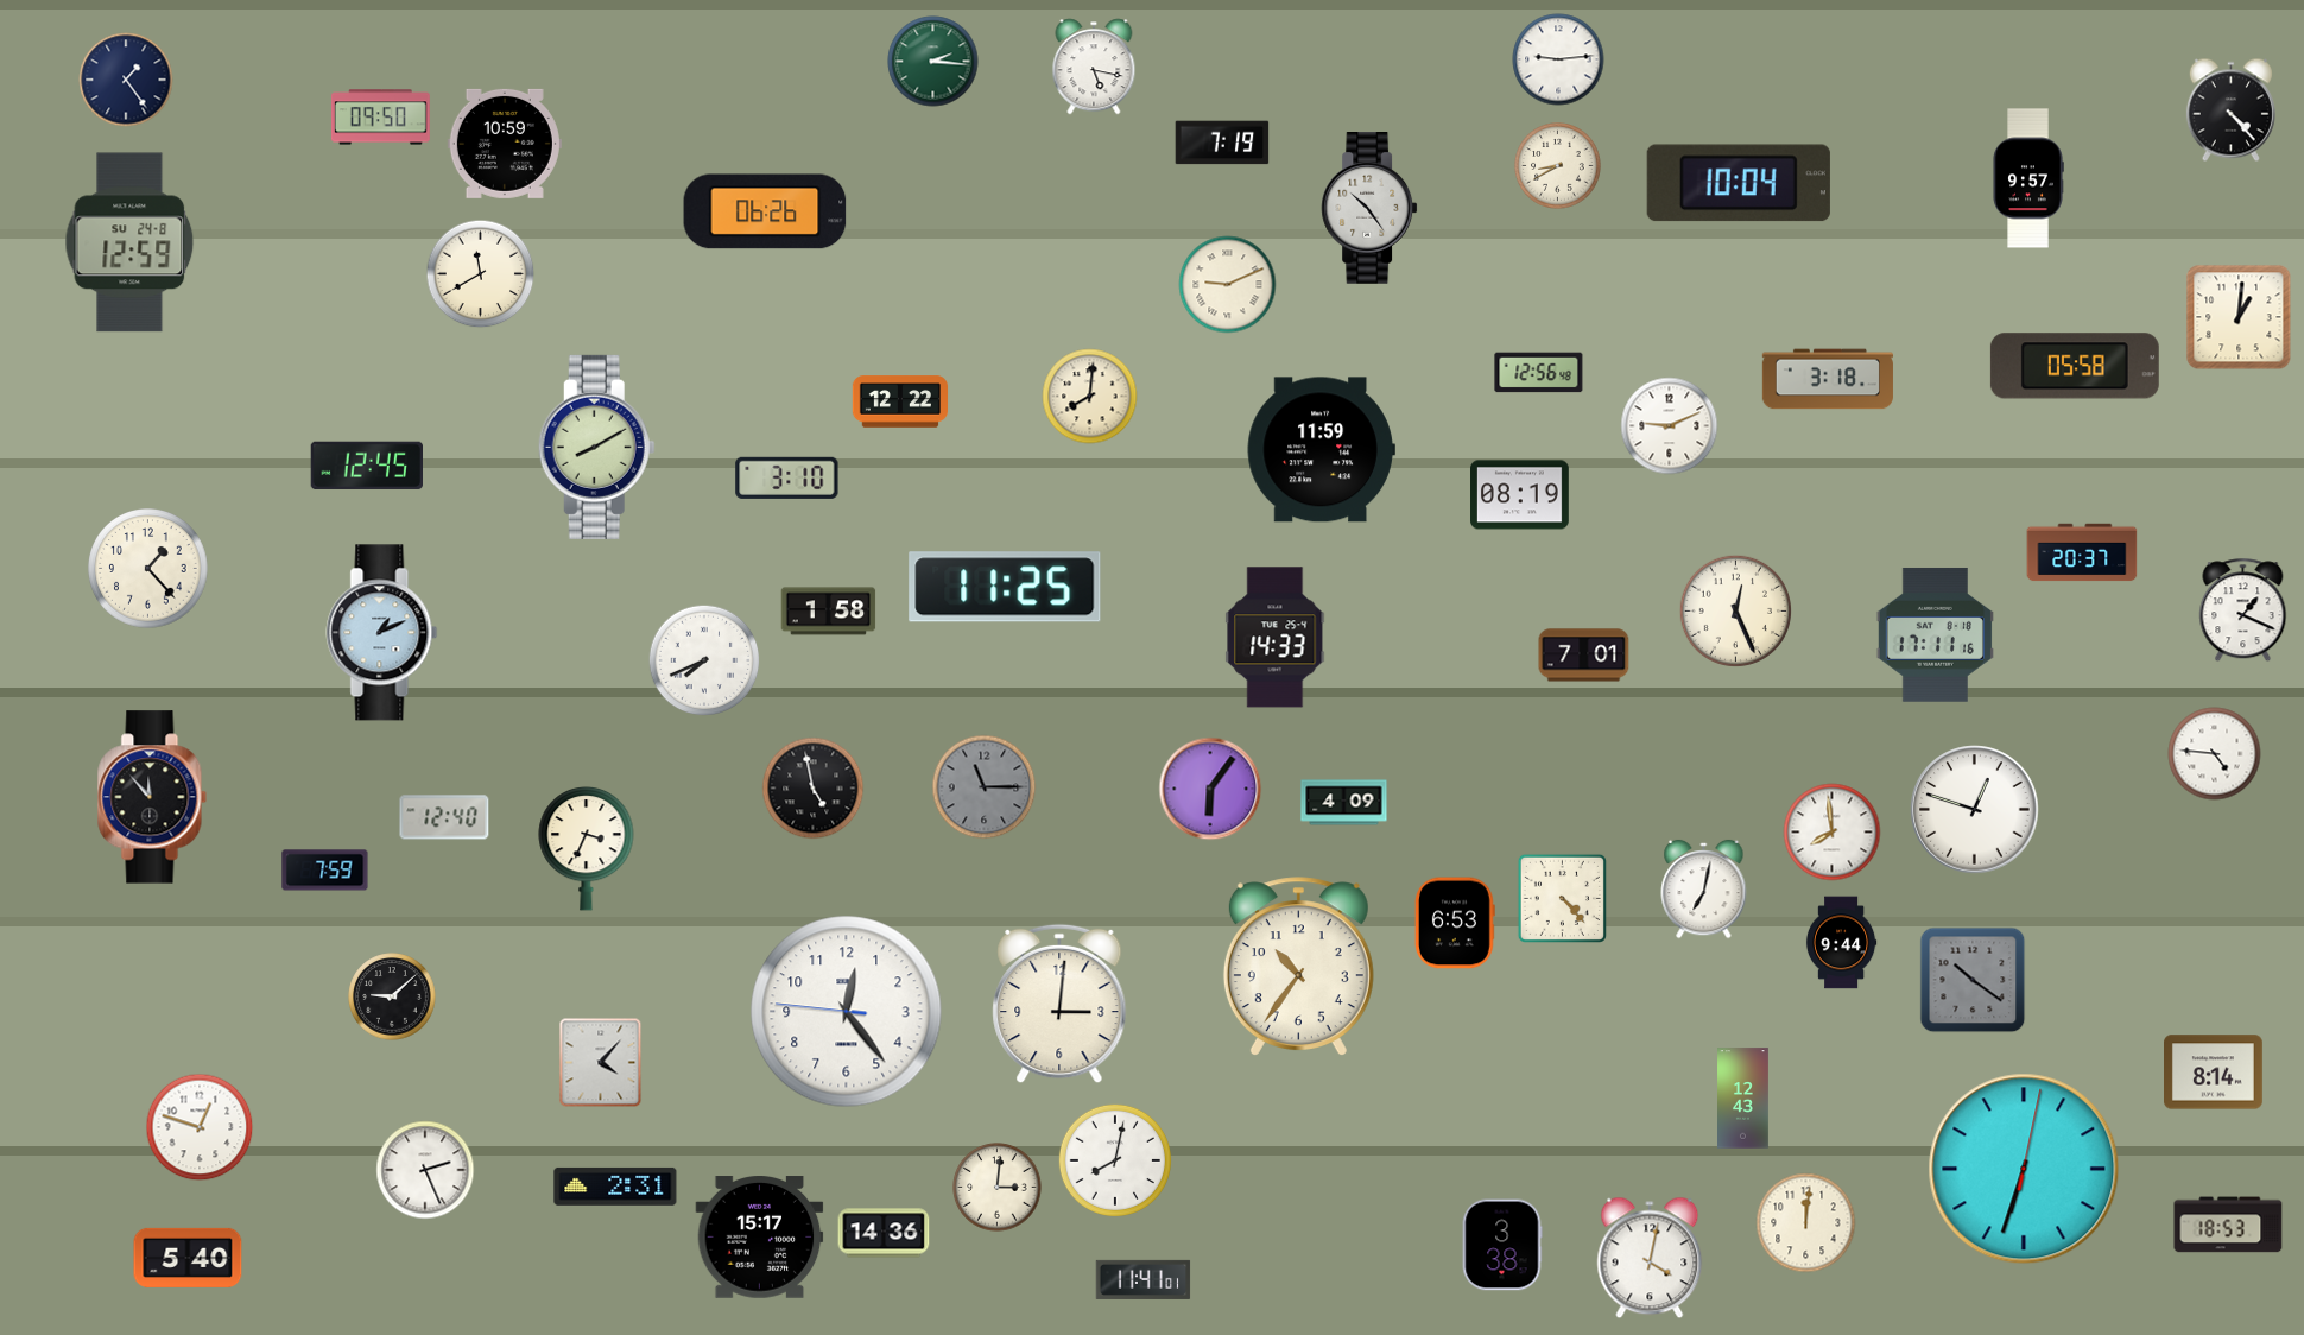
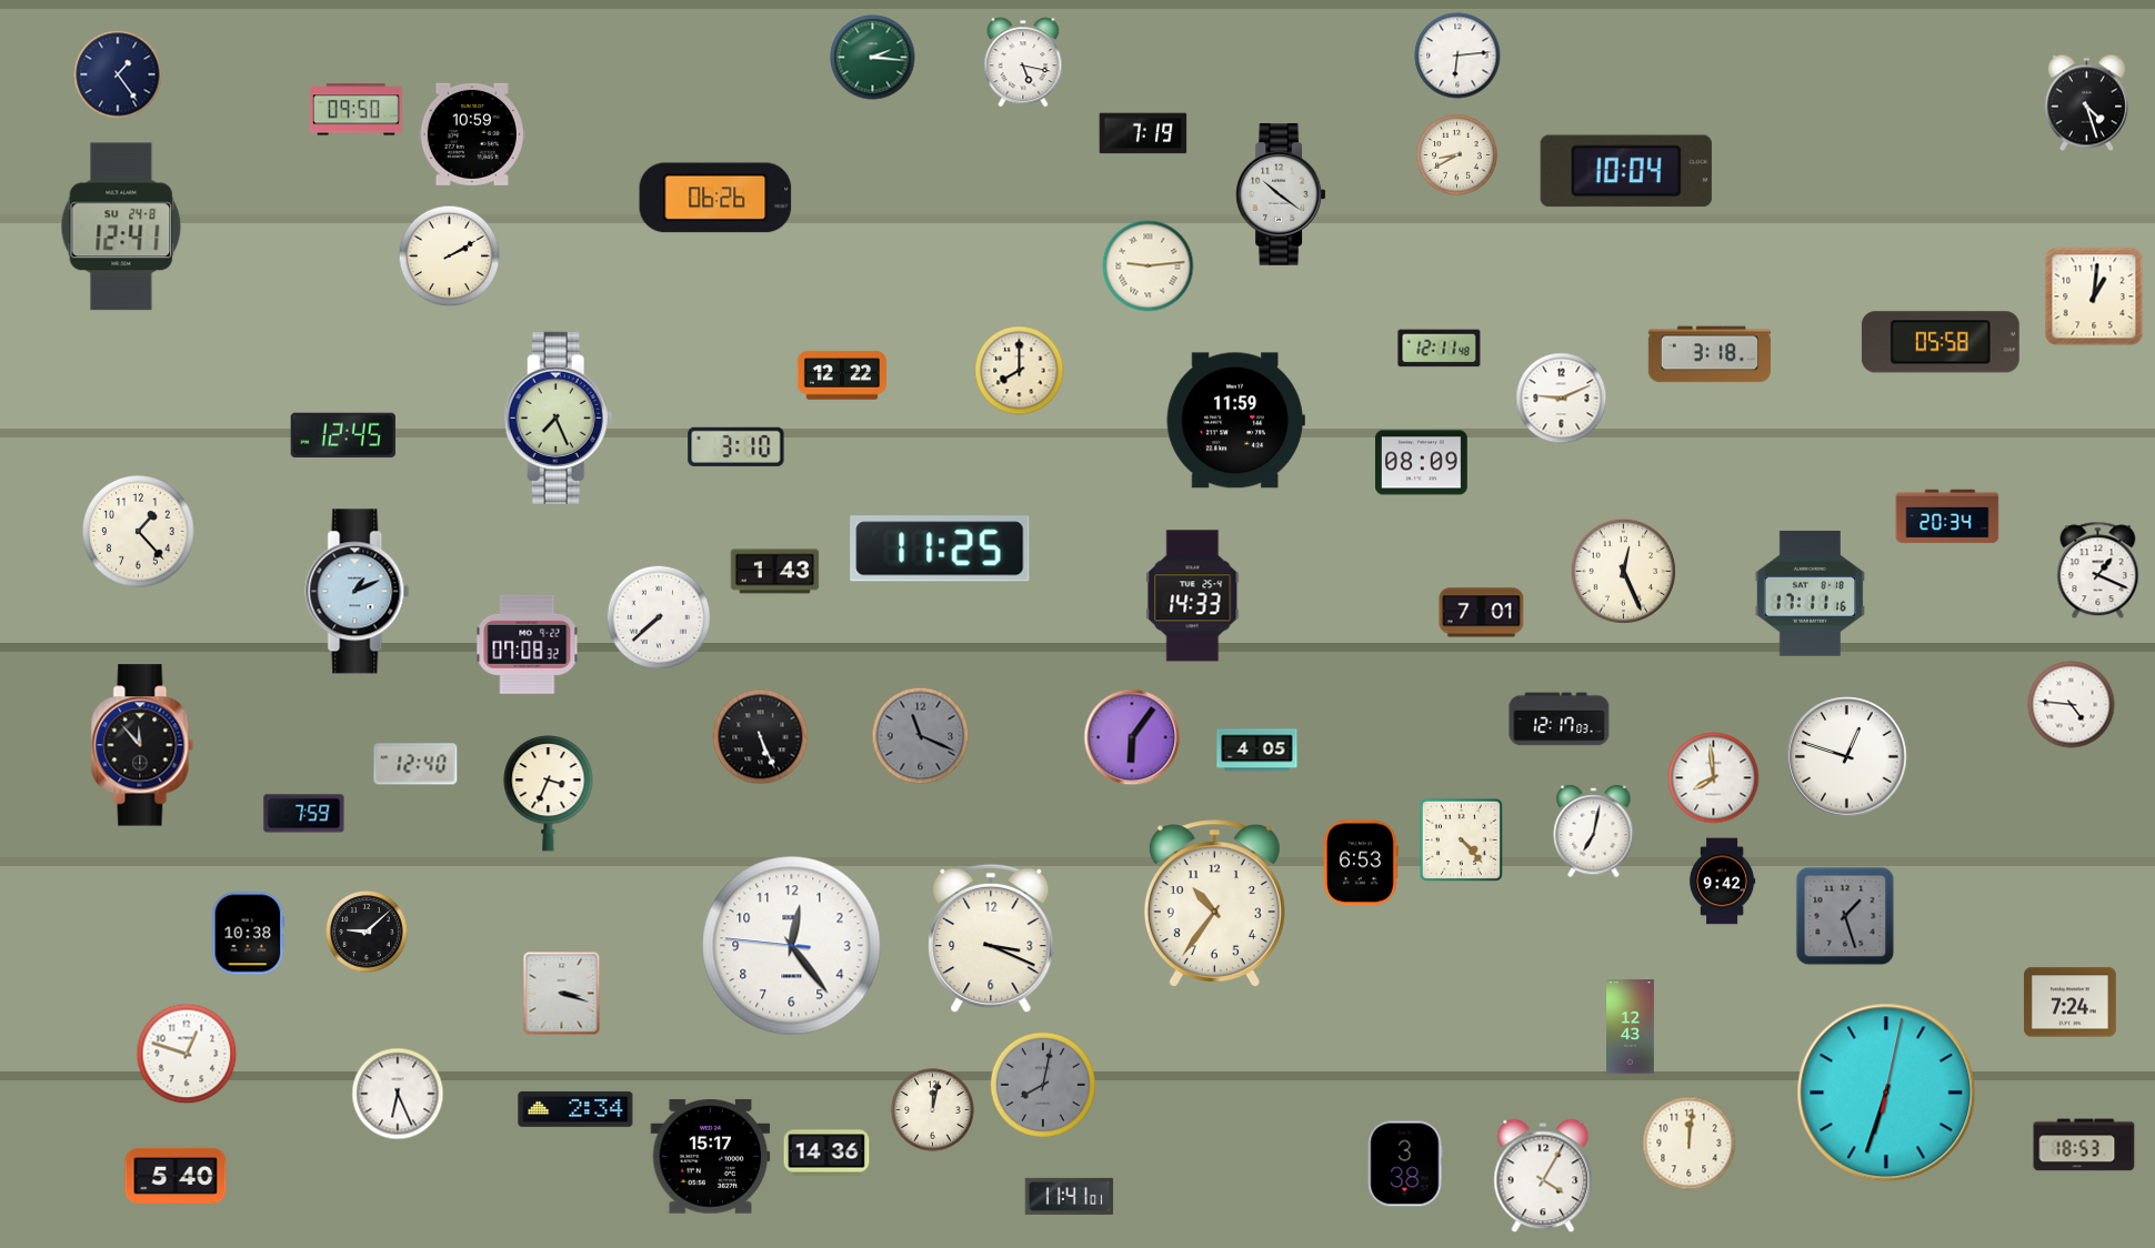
clock at (1558, 59): 9:14 -> 6:14
clock at (2230, 110): 4:23 -> 4:27
clock at (2028, 178): 9:57 -> none
clock at (1369, 209): 10:24 -> 10:21
clock at (129, 242): 12:59 -> 12:41
clock at (481, 274): 11:40 -> 2:10
clock at (1228, 285): 9:11 -> 9:14
clock at (1539, 373): 12:56 -> 12:11
clock at (1090, 397): 8:01 -> 8:00
clock at (596, 447): 8:10 -> 7:26
clock at (1520, 495): 08:19 -> 08:09
clock at (2082, 552): 20:37 -> 20:34
clock at (829, 612): 1:58 -> 1:43
clock at (704, 660): 7:41 -> 7:38
clock at (528, 644): none -> 07:08
clock at (1560, 719): none -> 12:17
clock at (985, 787): 11:15 -> 11:19
clock at (814, 789): 4:58 -> 5:26
clock at (1344, 803): 4:09 -> 4:05
clock at (1841, 943): 9:44 -> 9:42
clock at (1973, 980): 10:21 -> 1:27
clock at (249, 934): none -> 10:38
clock at (1059, 1004): 3:01 -> 3:19
clock at (601, 1063): 4:07 -> 3:18
clock at (2214, 1073): 8:14 -> 7:24
clock at (1115, 1160) dial: white -> grey
clock at (2024, 1169) position: (2024, 1169) -> (1886, 1093)
clock at (425, 1170): 2:26 -> 6:26
clock at (615, 1187): 2:31 -> 2:34
clock at (998, 1188): 3:01 -> 12:02
clock at (1650, 1258): 4:02 -> 4:05
